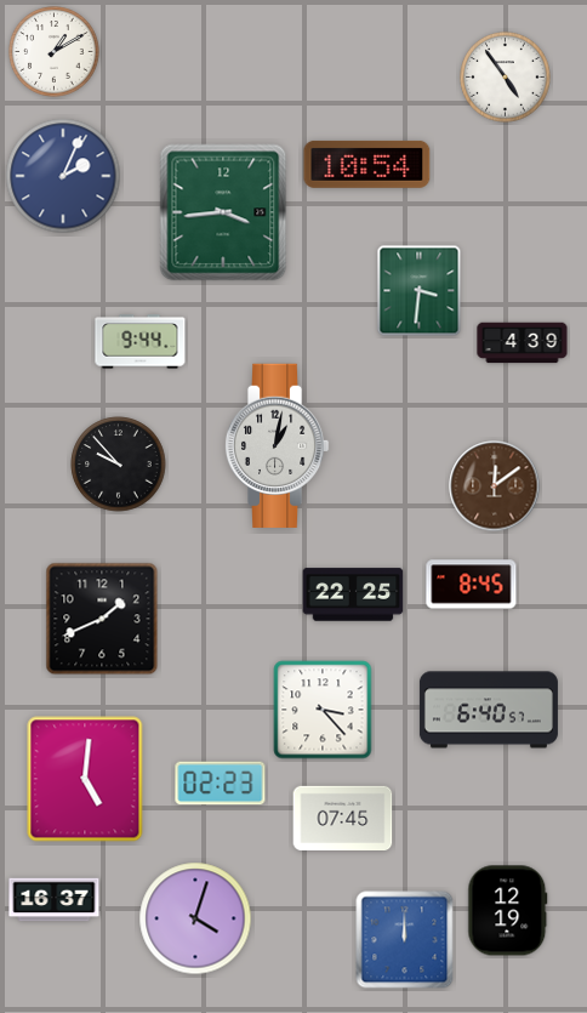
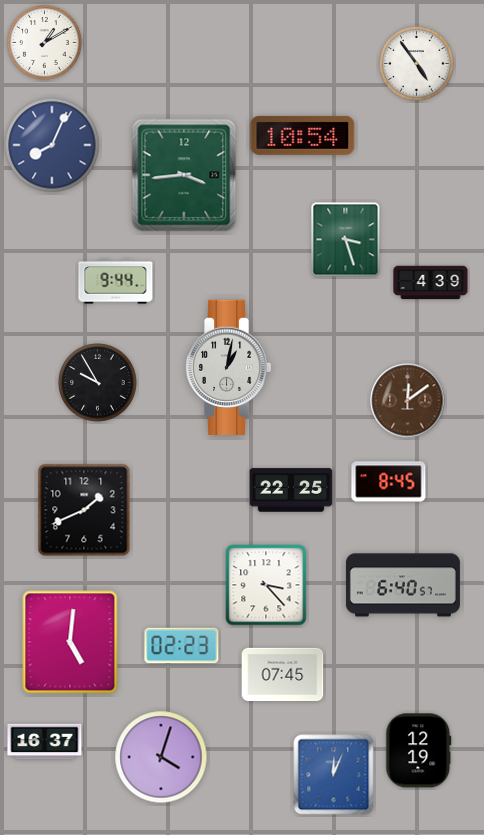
clock at (63, 176): 2:04 -> 8:04
clock at (420, 291): 3:31 -> 3:27
clock at (119, 465): 9:53 -> 9:55
clock at (405, 940): 12:00 -> 12:04
